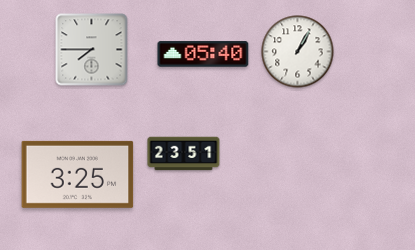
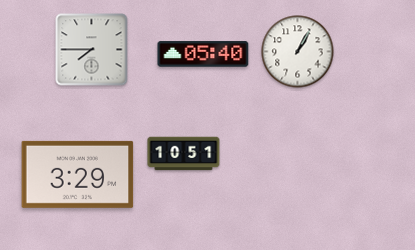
clock at (184, 154): 23:51 -> 10:51
clock at (78, 174): 3:25 -> 3:29
